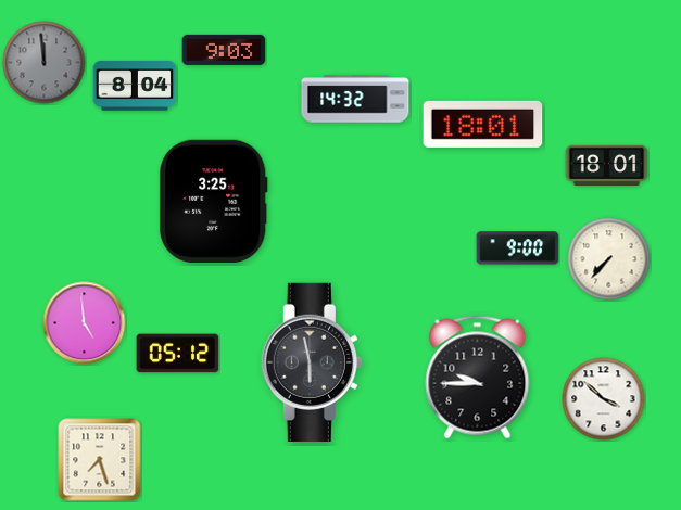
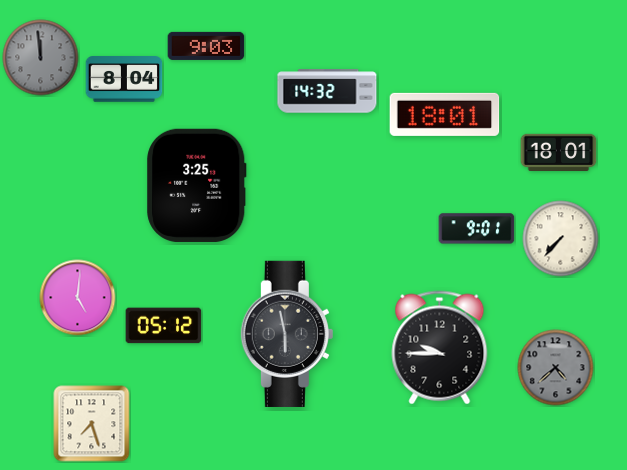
clock at (518, 248): 9:00 -> 9:01
clock at (85, 323): 4:59 -> 5:01
clock at (604, 399): 3:52 -> 4:38
clock at (604, 399) dial: white -> grey
